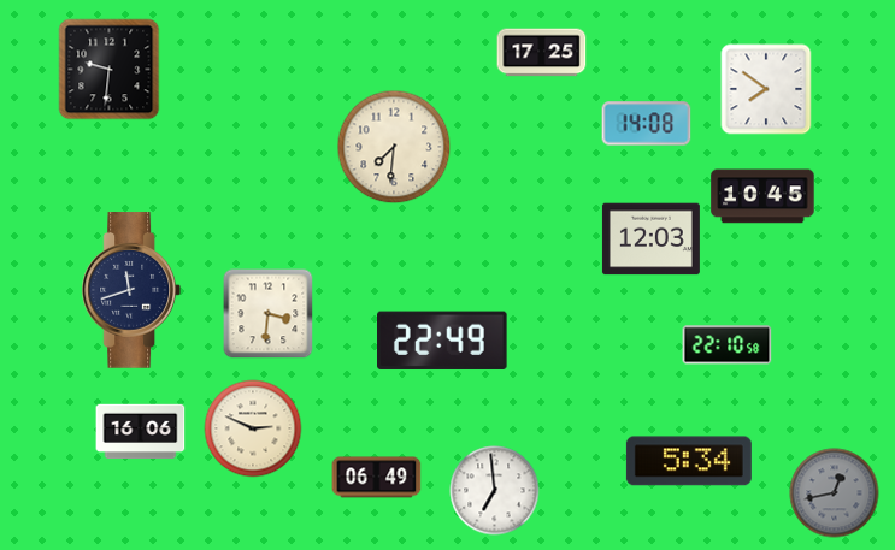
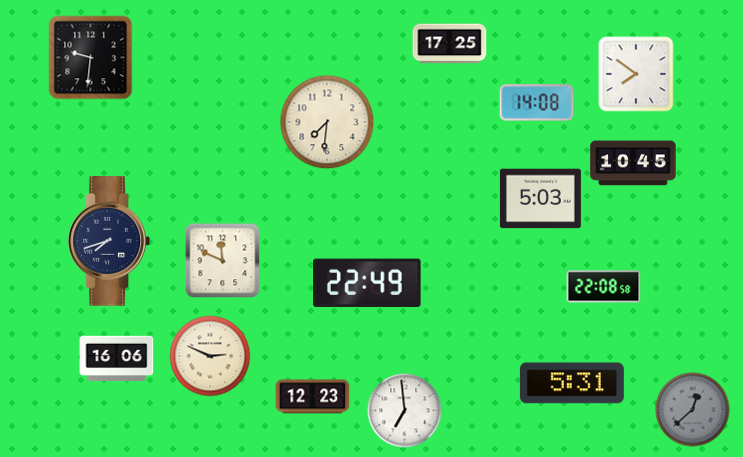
clock at (650, 239): 12:03 -> 5:03
clock at (130, 290): 11:42 -> 7:42
clock at (269, 314): 3:31 -> 11:49
clock at (728, 345): 22:10 -> 22:08
clock at (689, 461): 5:34 -> 5:31
clock at (377, 478): 06:49 -> 12:23
clock at (495, 491) position: (495, 491) -> (405, 411)
clock at (835, 493): 12:43 -> 12:38
